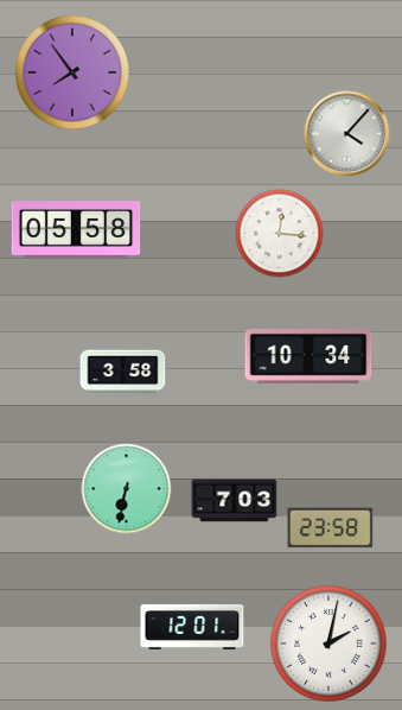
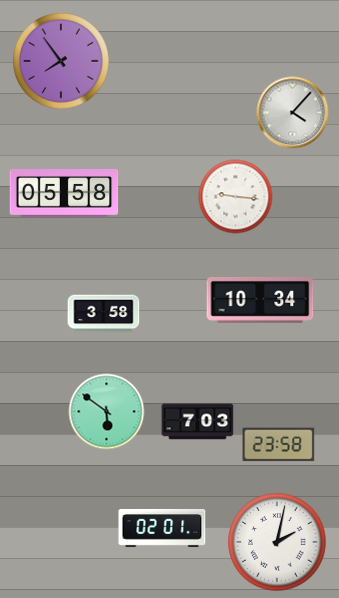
clock at (280, 234): 12:16 -> 9:16
clock at (127, 489): 6:32 -> 5:51
clock at (192, 627): 12:01 -> 02:01
